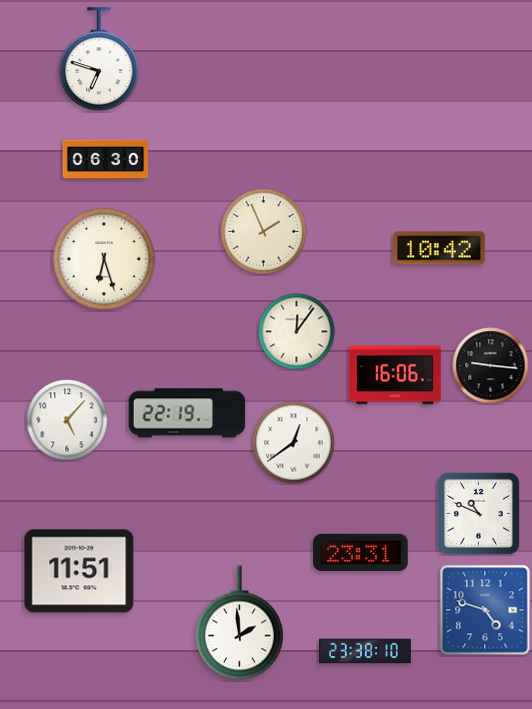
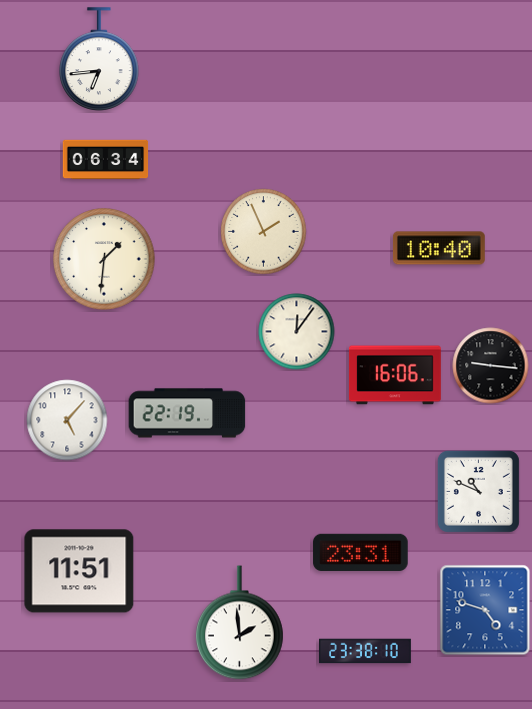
clock at (99, 59): 6:48 -> 6:44
clock at (106, 160): 06:30 -> 06:34
clock at (439, 248): 10:42 -> 10:40
clock at (104, 259): 6:27 -> 1:31
clock at (294, 443): 12:39 -> none
clock at (478, 513) position: (478, 513) -> (478, 491)
